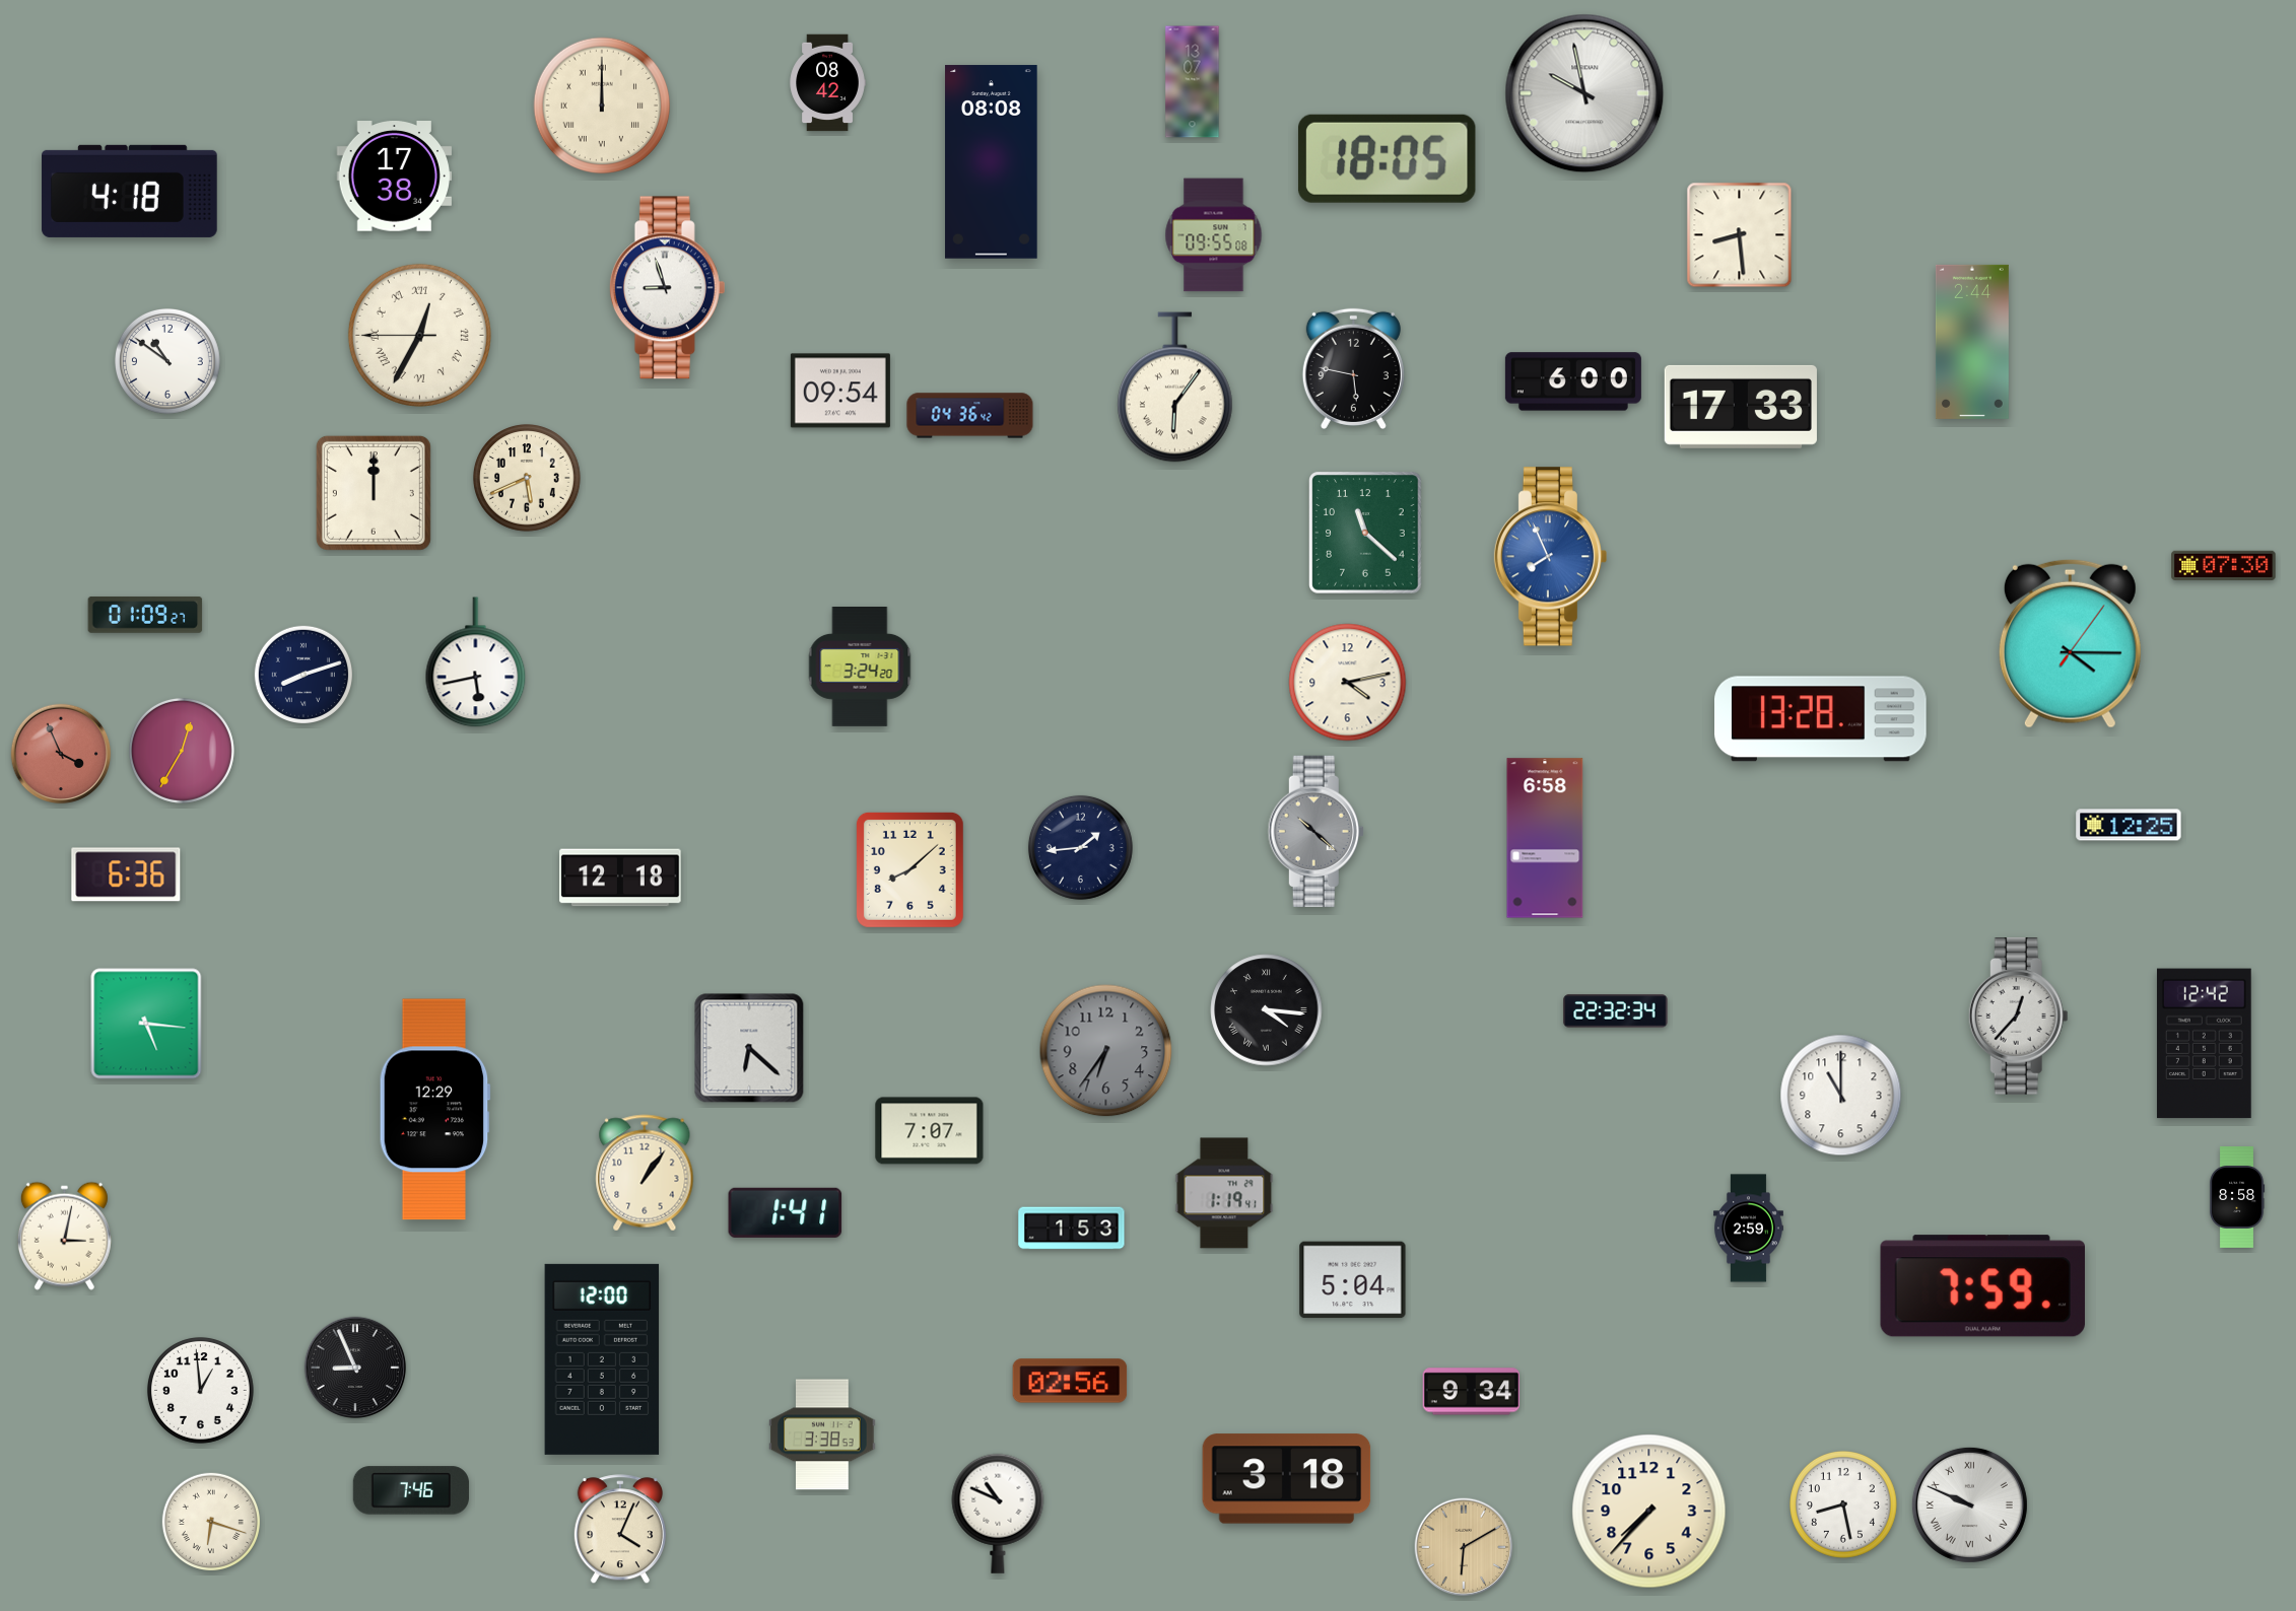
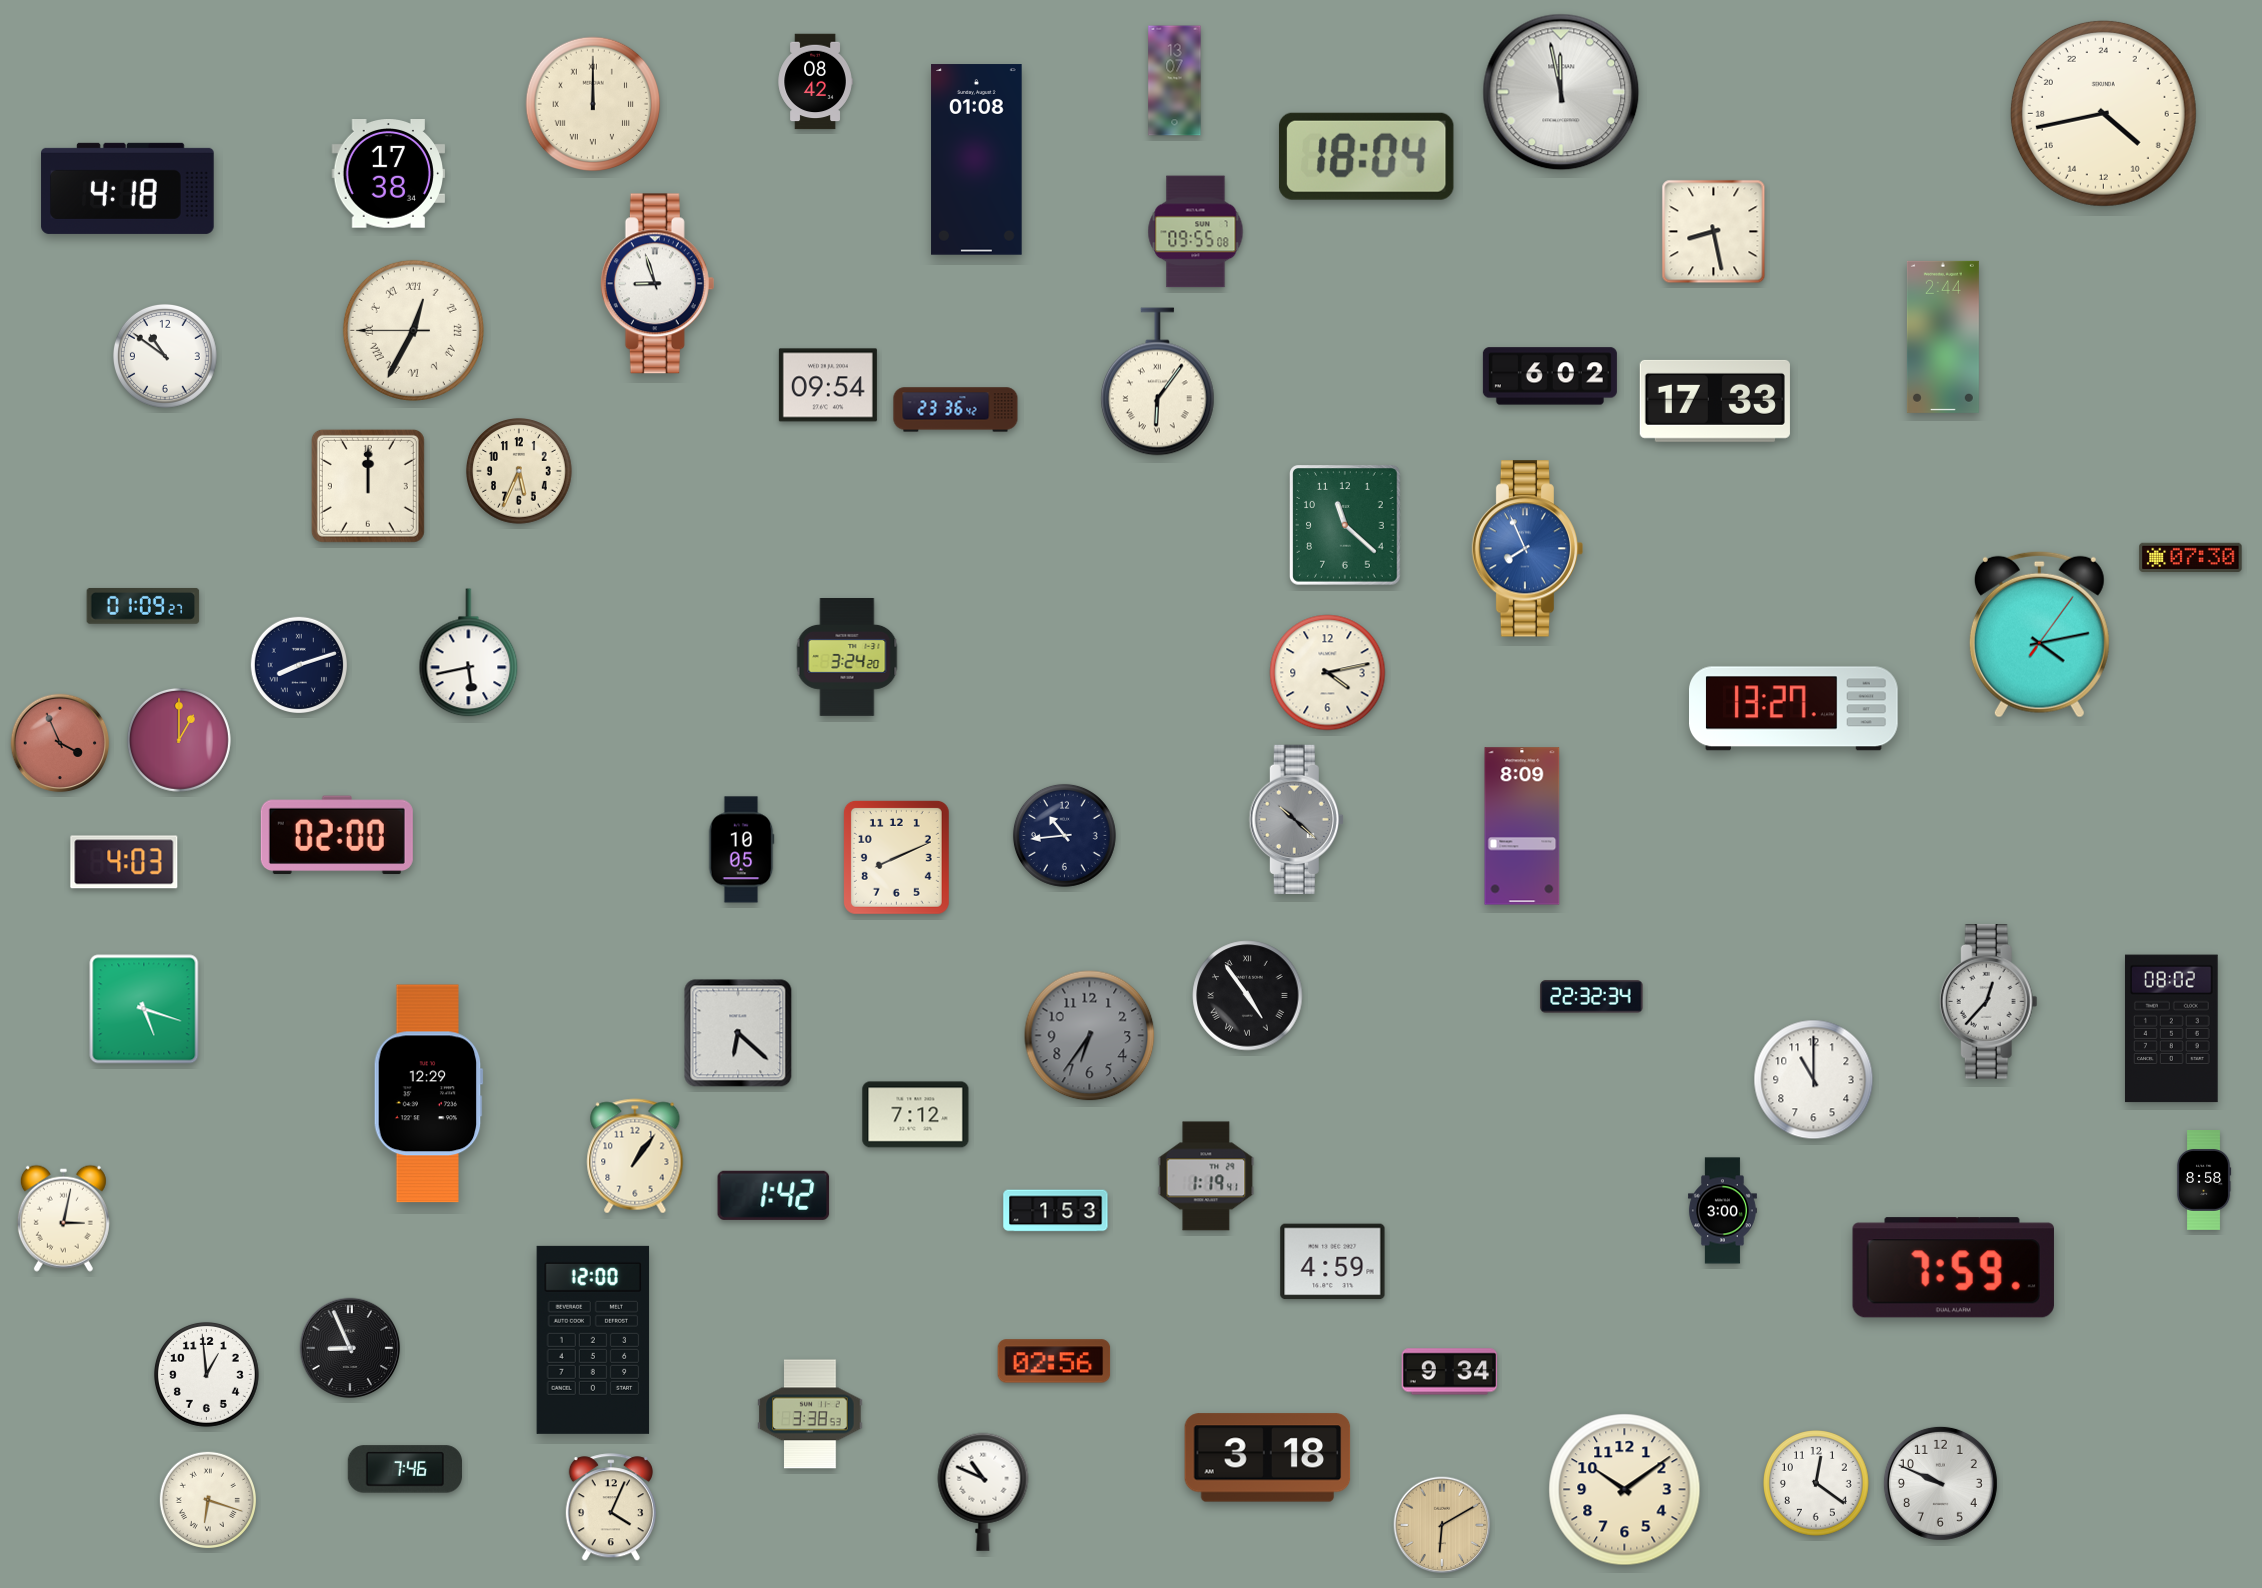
clock at (1584, 93): 9:58 -> 11:58
clock at (2103, 113): none -> 8:43
clock at (1387, 158): 18:05 -> 18:04
clock at (992, 162): 08:08 -> 01:08
clock at (1740, 235): 8:29 -> 8:28
clock at (1353, 368): 5:47 -> none
clock at (1573, 381): 6:00 -> 6:02
clock at (970, 416): 04:36 -> 23:36
clock at (528, 479): 5:41 -> 5:34
clock at (2070, 643): 4:15 -> 4:13
clock at (1821, 719): 13:28 -> 13:27
clock at (182, 751): 12:35 -> 1:00
clock at (2129, 825): 12:25 -> none
clock at (1545, 838): 6:58 -> 8:09
clock at (337, 835): none -> 02:00
clock at (1080, 847): 1:44 -> 10:44
clock at (741, 850): none -> 10:05
clock at (909, 869): 8:08 -> 8:11
clock at (126, 874): 6:36 -> 4:03
clock at (620, 878): 12:18 -> none
clock at (1267, 1010): 4:16 -> 4:54
clock at (146, 1024): 5:16 -> 5:18
clock at (2204, 1044): 12:42 -> 08:02
clock at (930, 1131): 7:07 -> 7:12
clock at (786, 1212): 1:41 -> 1:42
clock at (1749, 1229): 2:59 -> 3:00
clock at (1353, 1280): 5:04 -> 4:59
clock at (200, 1390) position: (200, 1390) -> (206, 1374)
clock at (1969, 1504) numerals: Roman -> Arabic
clock at (1844, 1505): 8:28 -> 12:21
clock at (1649, 1512): 7:37 -> 10:09
